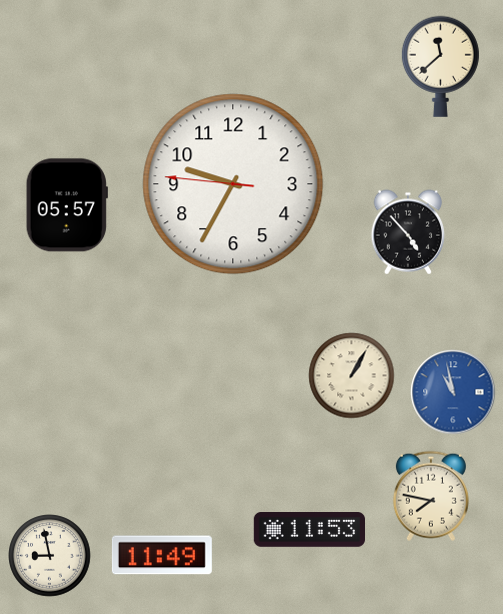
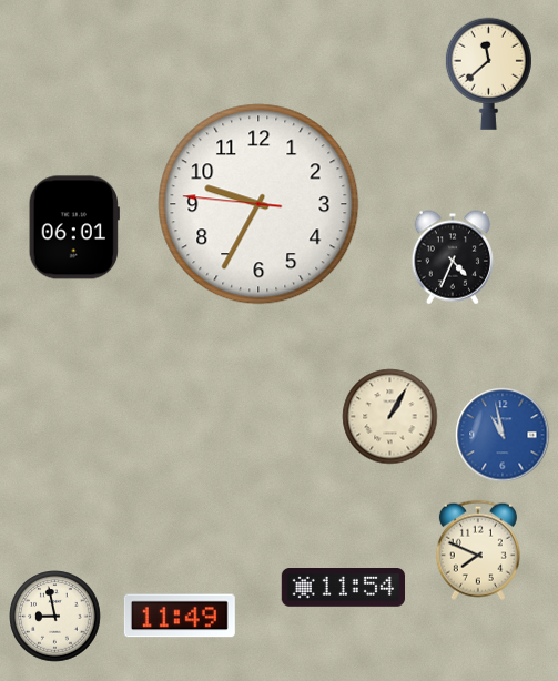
clock at (67, 205): 05:57 -> 06:01
clock at (408, 232): 4:53 -> 4:34
clock at (431, 496): 7:47 -> 7:49
clock at (309, 530): 11:53 -> 11:54
